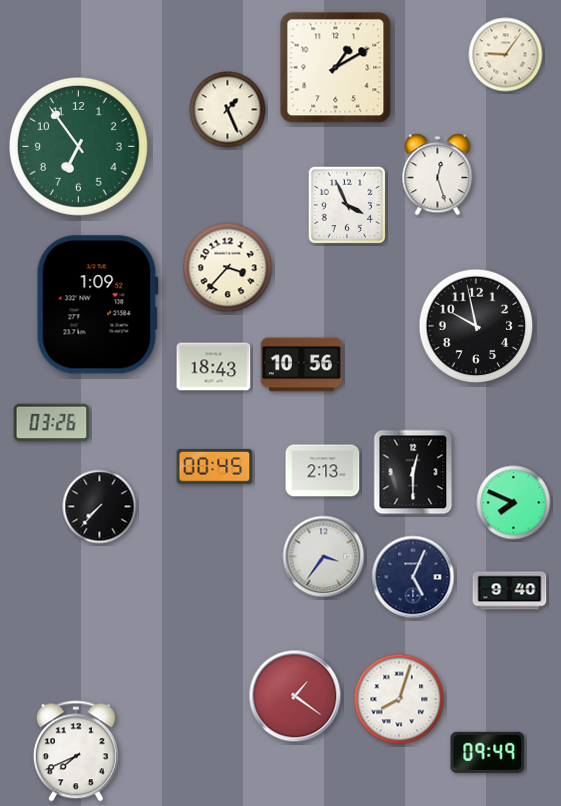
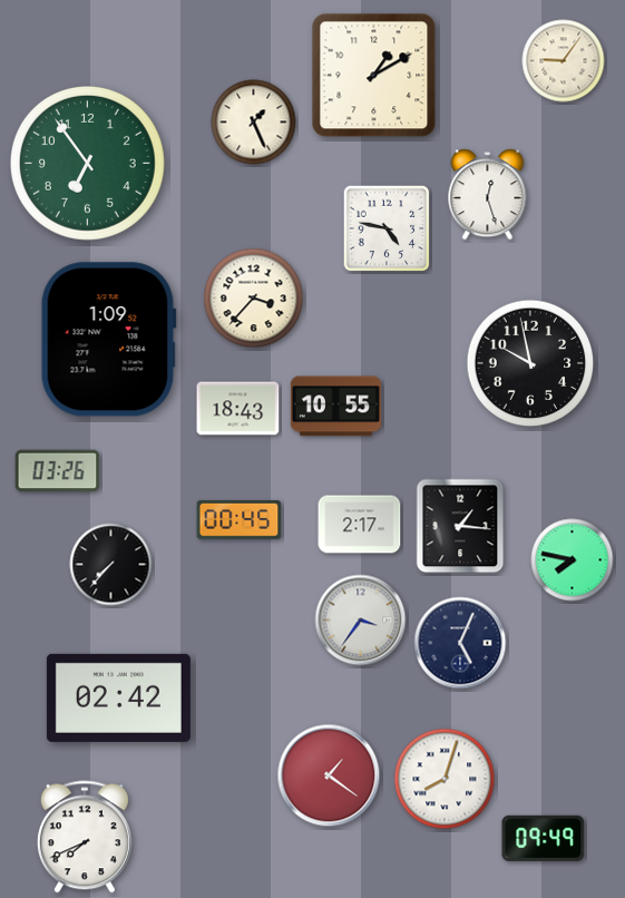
clock at (347, 205): 3:56 -> 4:47
clock at (301, 365): 10:56 -> 10:55
clock at (323, 471): 2:13 -> 2:17
clock at (413, 472): 12:30 -> 1:16
clock at (514, 503): 7:49 -> 7:47
clock at (510, 591): 9:40 -> none
clock at (118, 697): none -> 02:42
